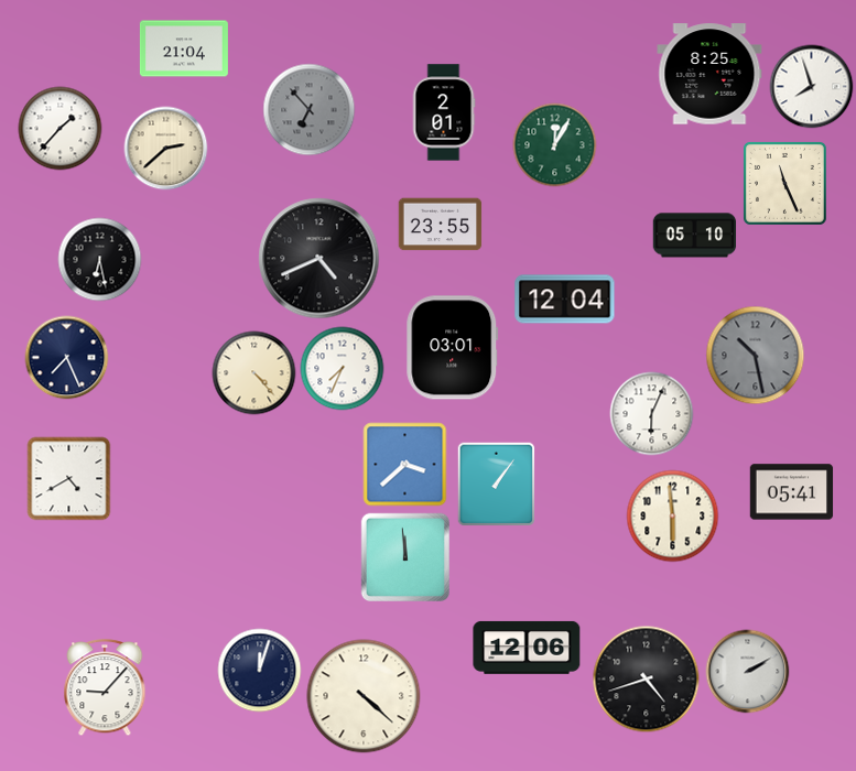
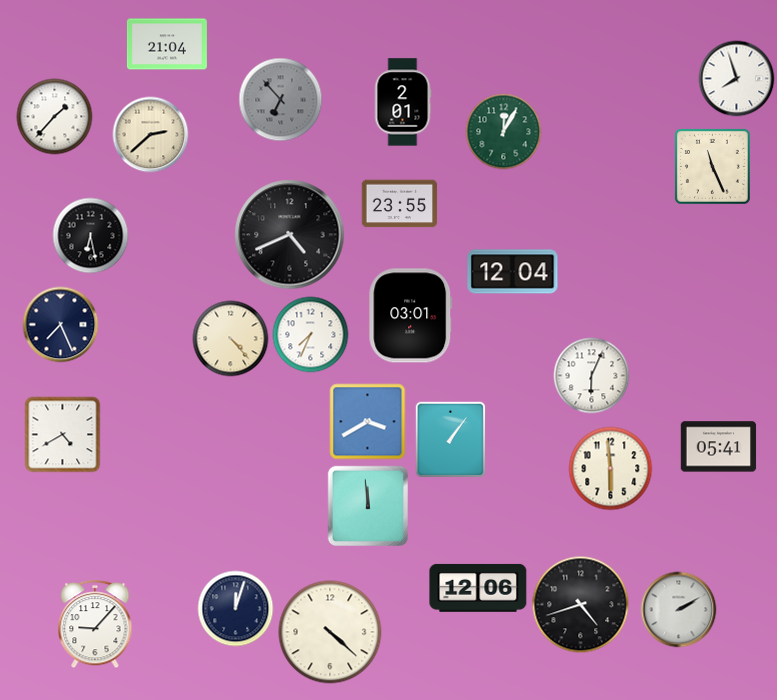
clock at (709, 74): 8:25 -> none
clock at (695, 236): 05:10 -> none
clock at (756, 356): 10:28 -> none
clock at (405, 465): 3:38 -> 3:40
clock at (647, 680) position: (647, 680) -> (581, 605)
